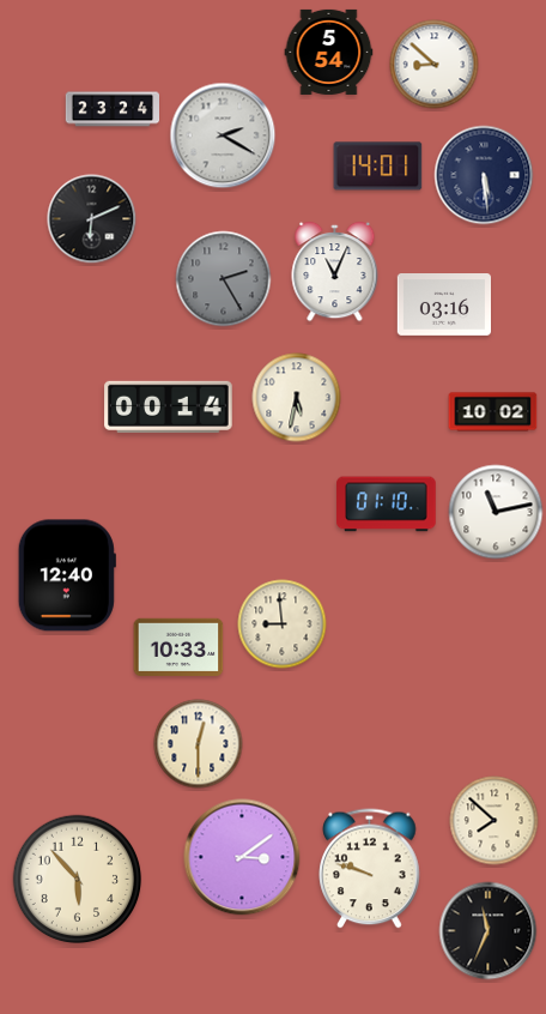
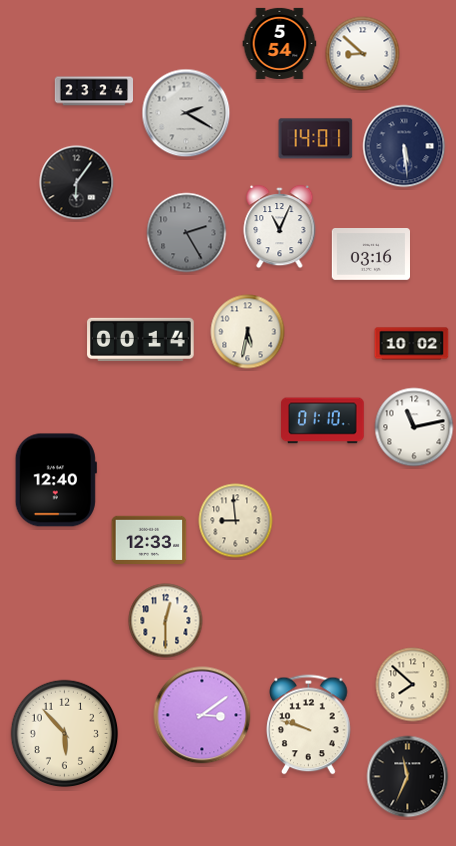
clock at (329, 52) position: (329, 52) -> (280, 43)
clock at (92, 219): 6:11 -> 6:06
clock at (178, 646): 10:33 -> 12:33
